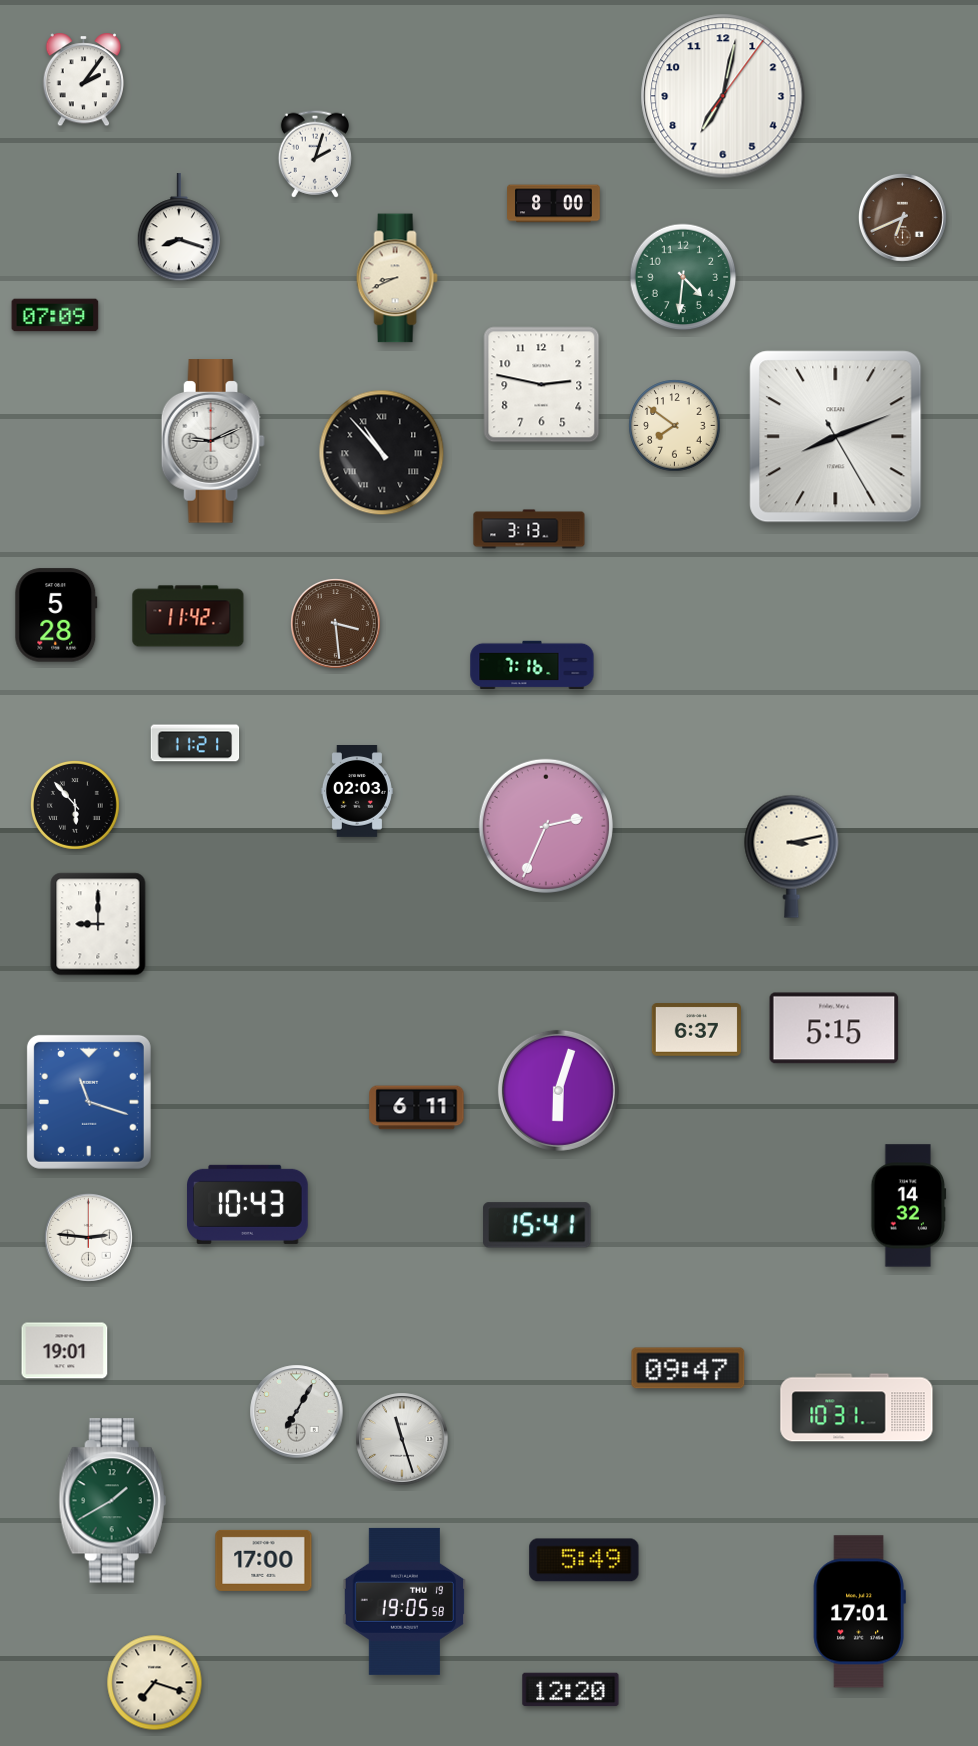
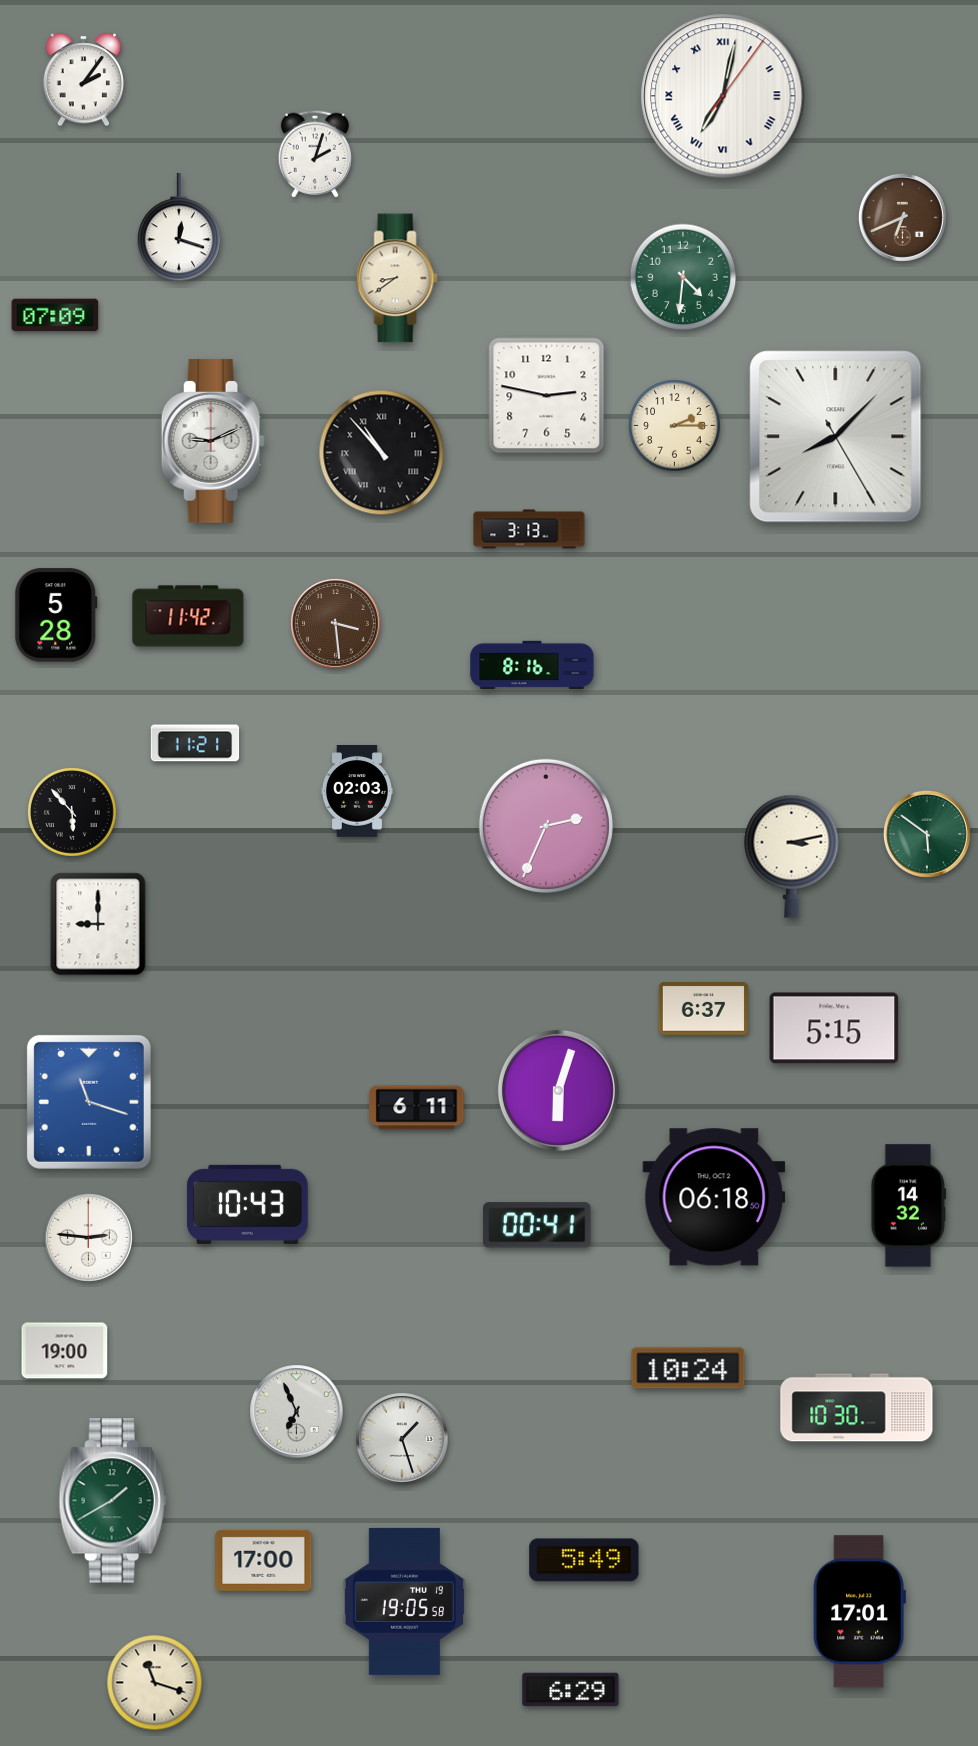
clock at (723, 96) numerals: Arabic -> Roman
clock at (554, 204): 8:00 -> none
clock at (178, 228): 8:18 -> 12:18
clock at (397, 278): 8:41 -> 8:39
clock at (542, 385) position: (542, 385) -> (547, 396)
clock at (675, 426): 7:51 -> 2:15
clock at (836, 437): 8:11 -> 8:07
clock at (532, 665): 7:16 -> 8:16
clock at (76, 806) position: (76, 806) -> (73, 813)
clock at (927, 834): none -> 5:51
clock at (696, 1030) position: (696, 1030) -> (703, 1009)
clock at (714, 1197): none -> 06:18
clock at (537, 1225): 15:41 -> 00:41
clock at (65, 1351): 19:01 -> 19:00
clock at (688, 1368): 09:47 -> 10:24
clock at (857, 1408): 10:31 -> 10:30
clock at (297, 1412): 7:05 -> 6:56
clock at (402, 1439): 11:27 -> 1:27
clock at (155, 1683): 7:18 -> 11:18
clock at (571, 1690): 12:20 -> 6:29
